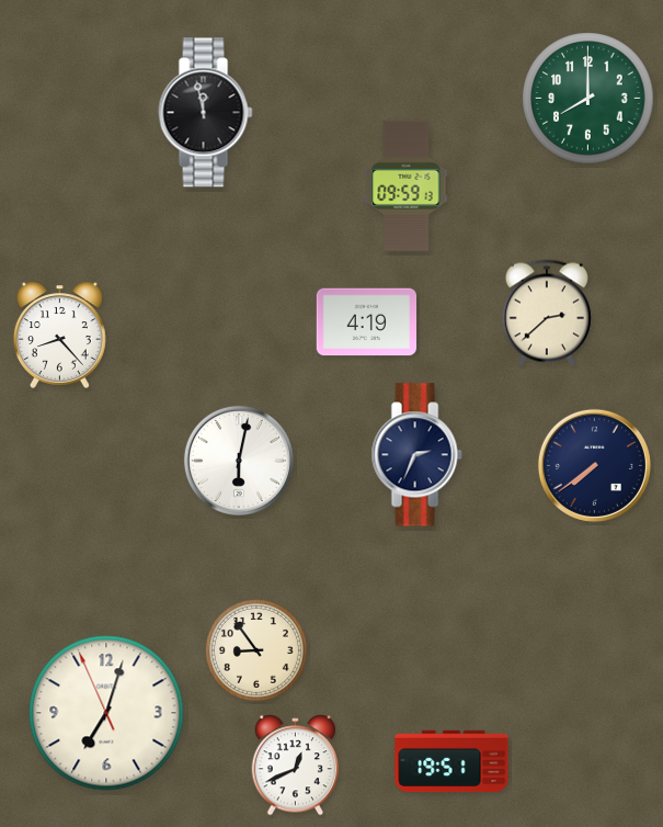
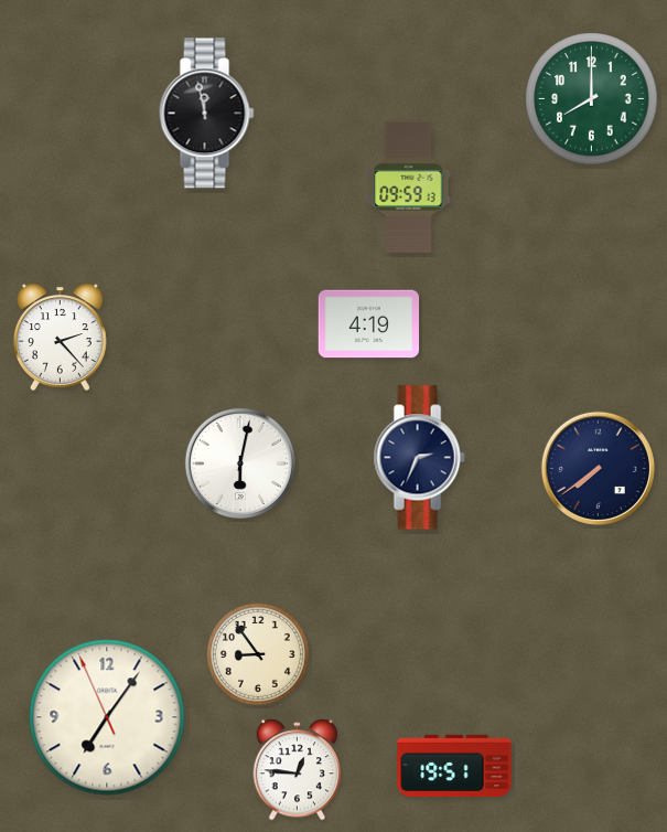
clock at (547, 313): 2:38 -> none
clock at (59, 335): 8:23 -> 2:23
clock at (106, 713): 7:02 -> 7:05
clock at (296, 766): 12:41 -> 12:46
